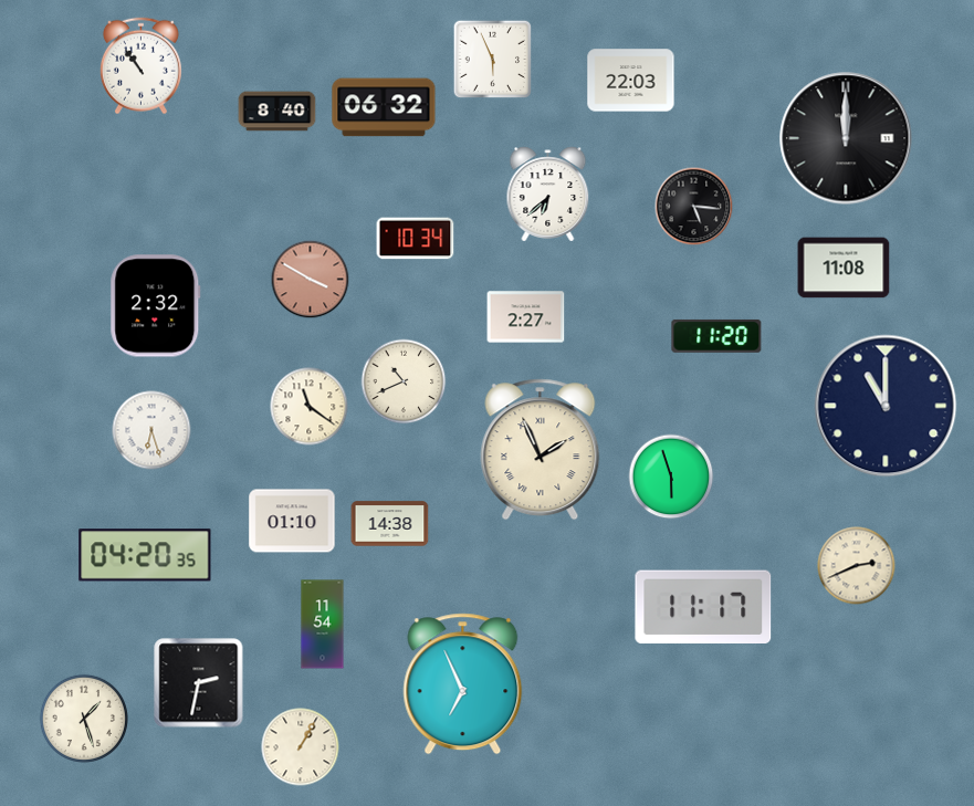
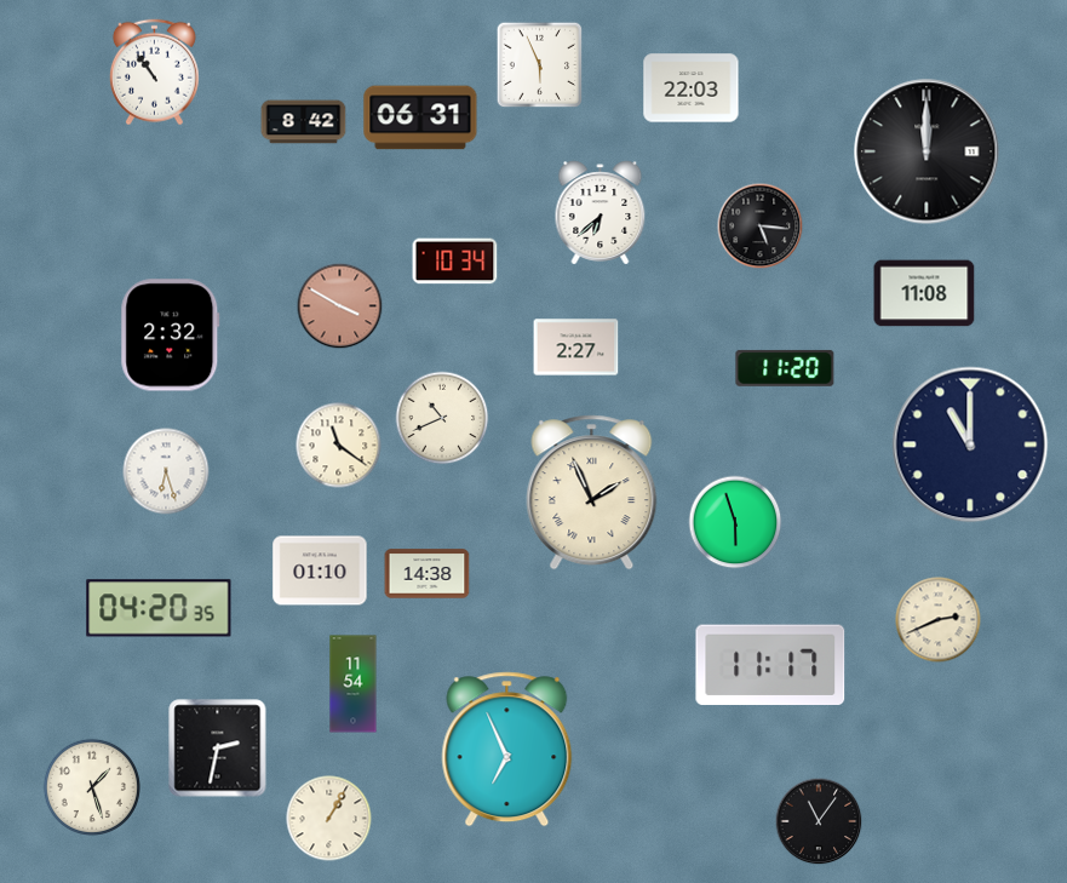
clock at (384, 107): 06:32 -> 06:31
clock at (277, 112): 8:40 -> 8:42
clock at (819, 821): none -> 11:06
